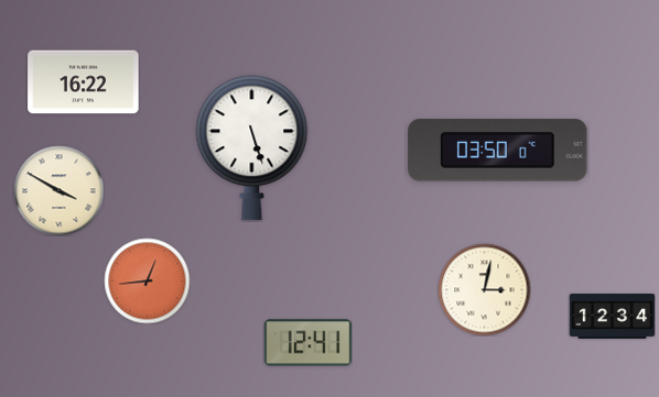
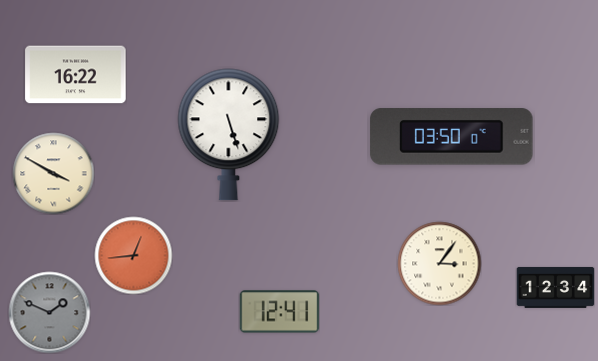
clock at (484, 289): 3:02 -> 3:06
clock at (49, 312): none -> 1:49
